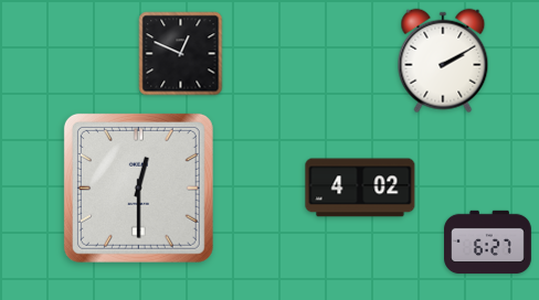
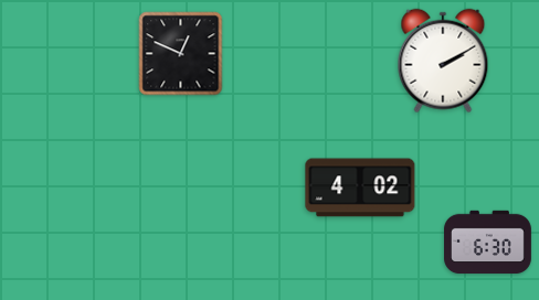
clock at (138, 187): 12:30 -> none
clock at (488, 243): 6:27 -> 6:30
